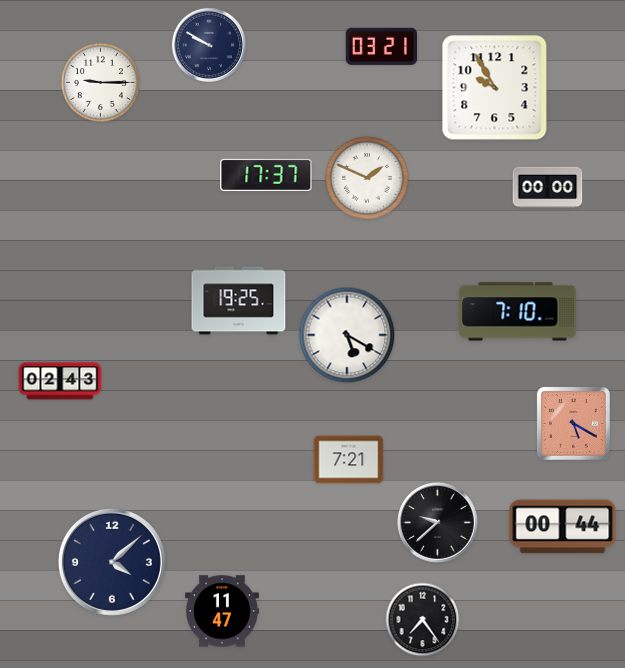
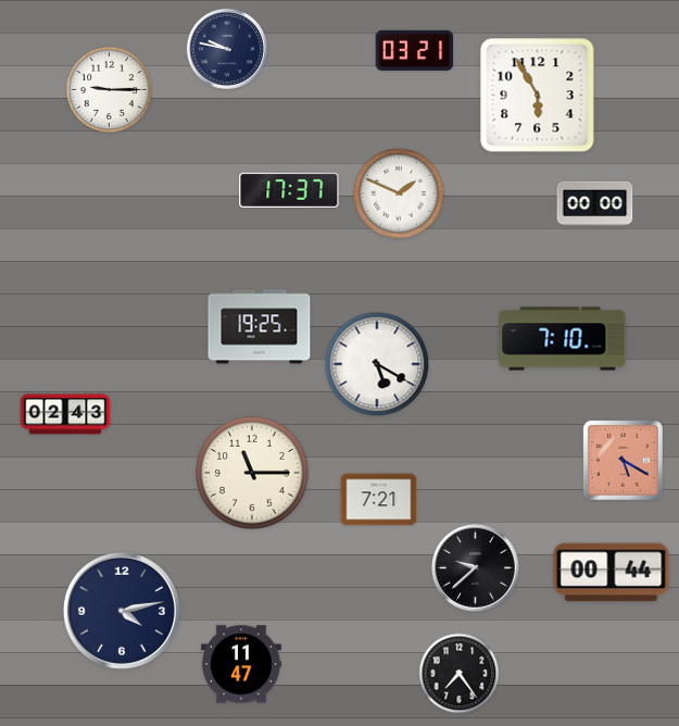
clock at (209, 45): 9:50 -> 9:47
clock at (495, 88): 9:55 -> 5:55
clock at (252, 473): none -> 11:15
clock at (112, 562): 4:08 -> 4:13
